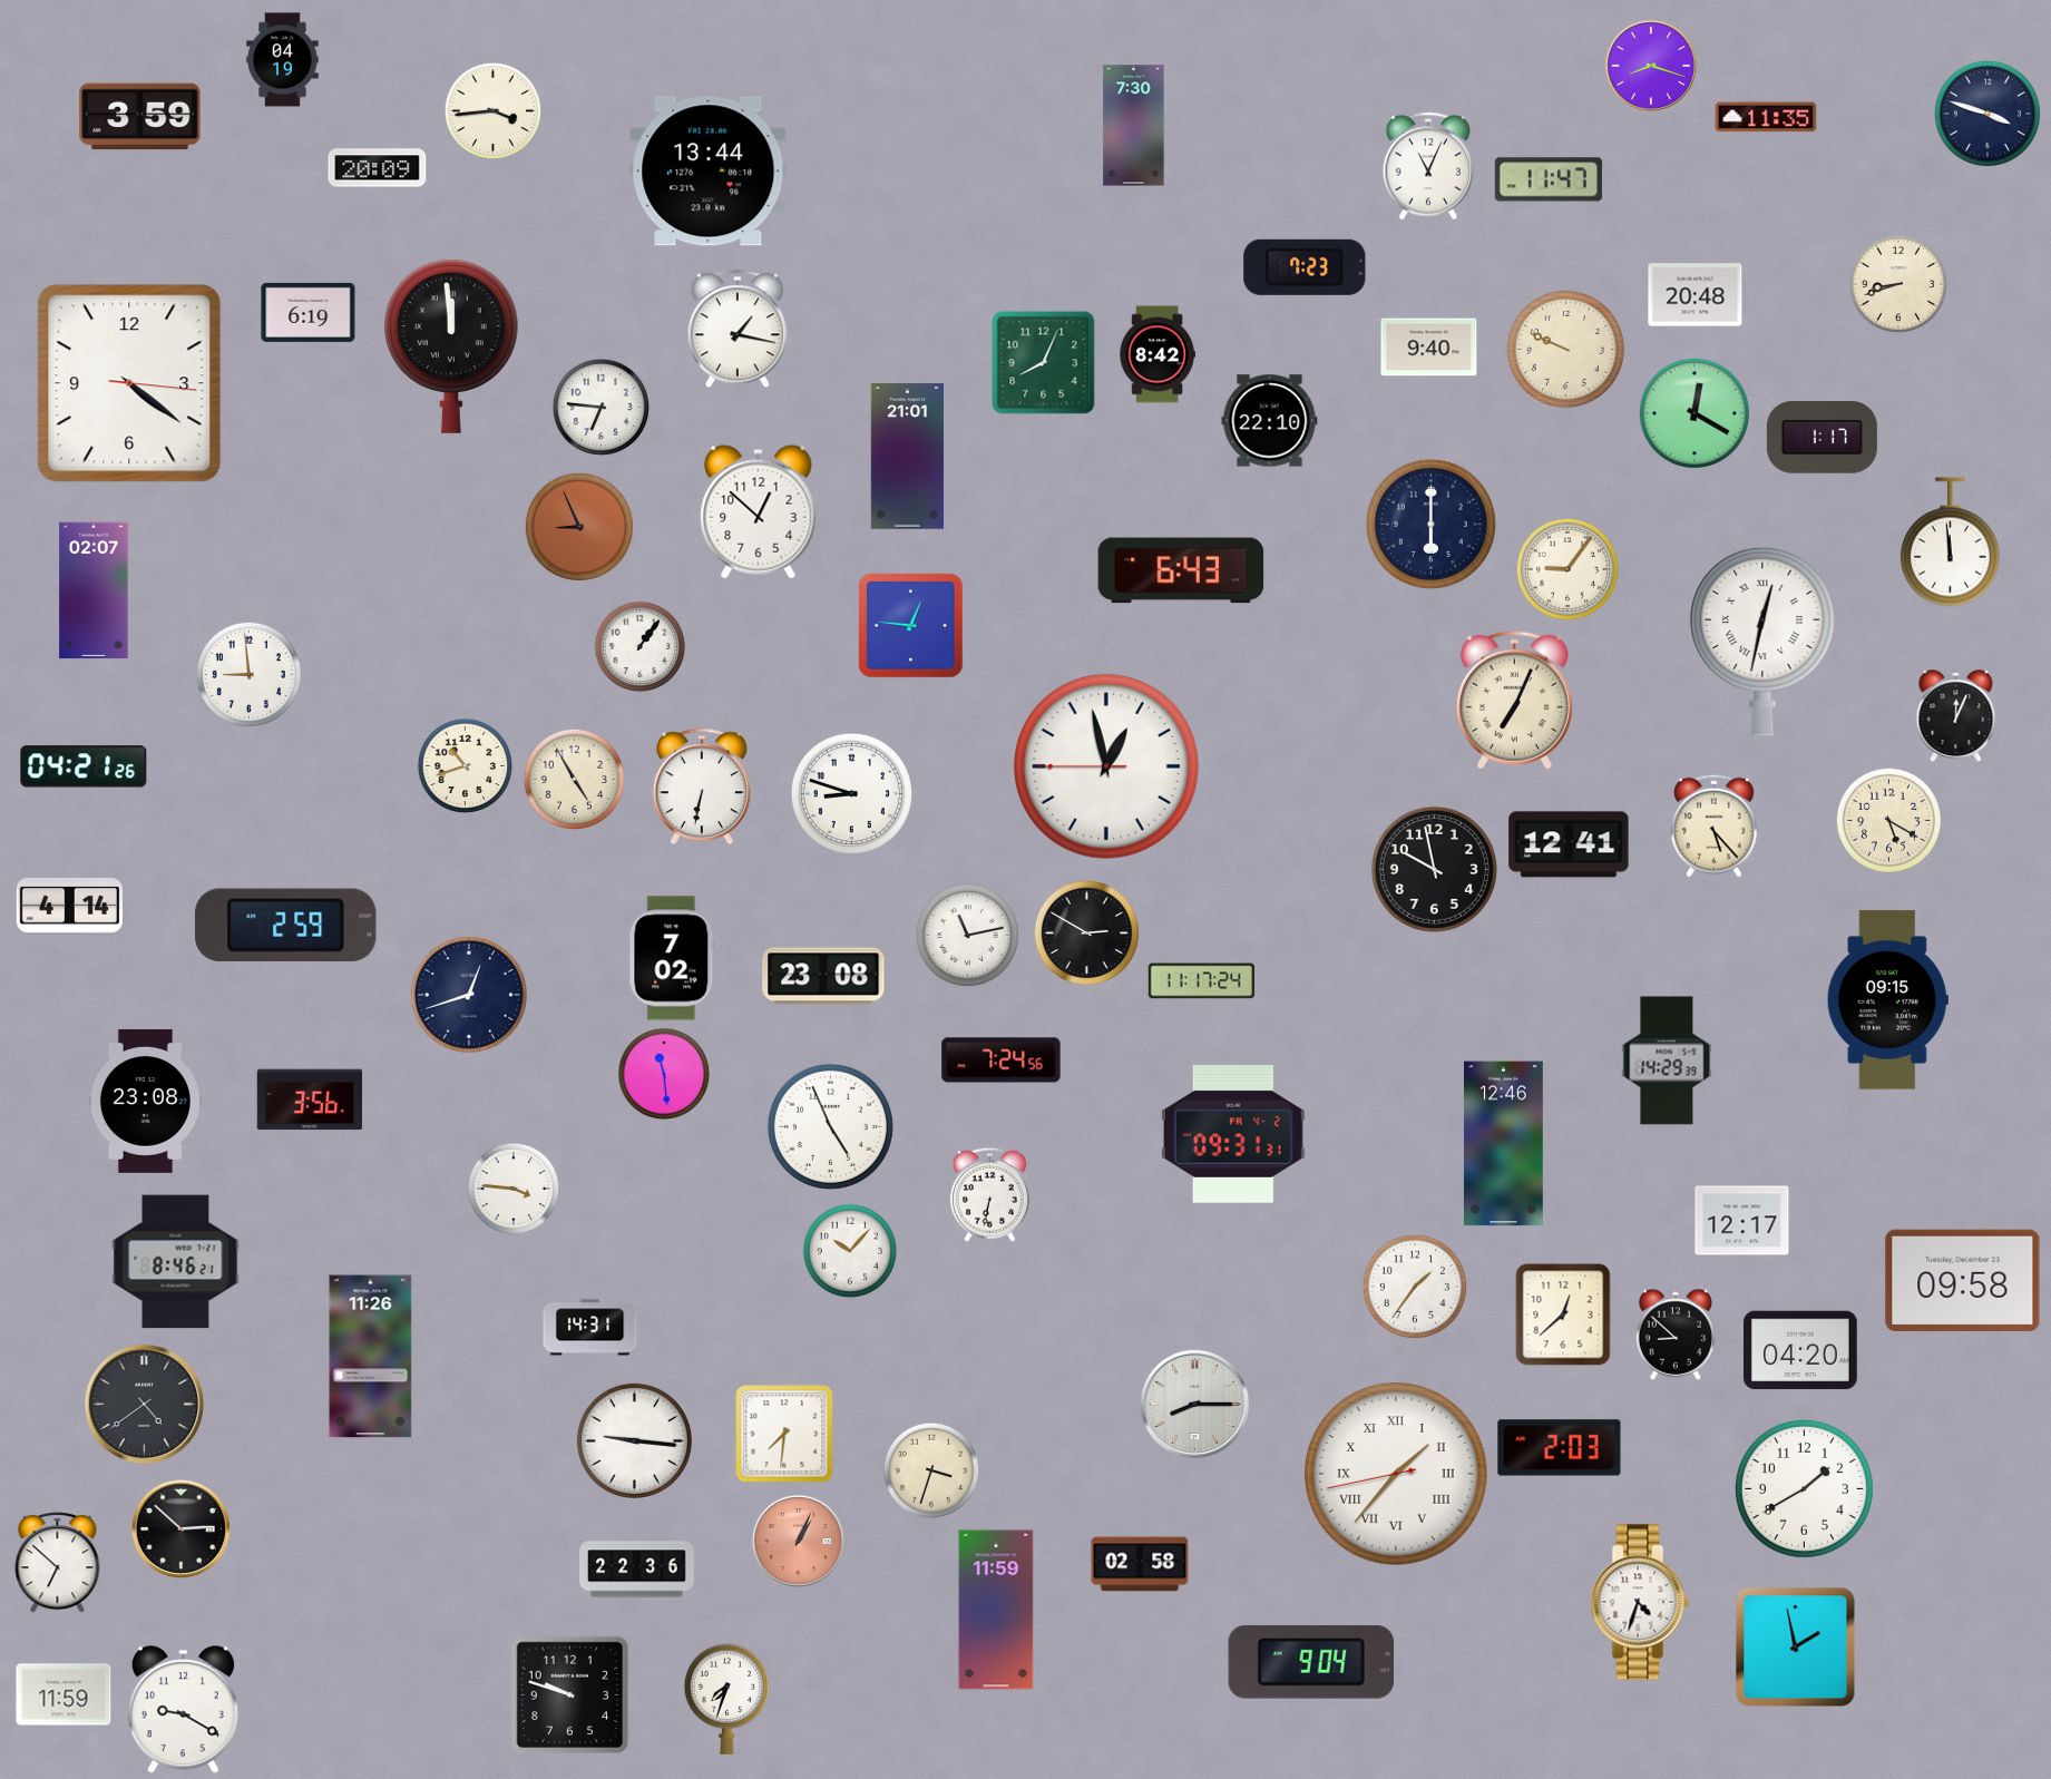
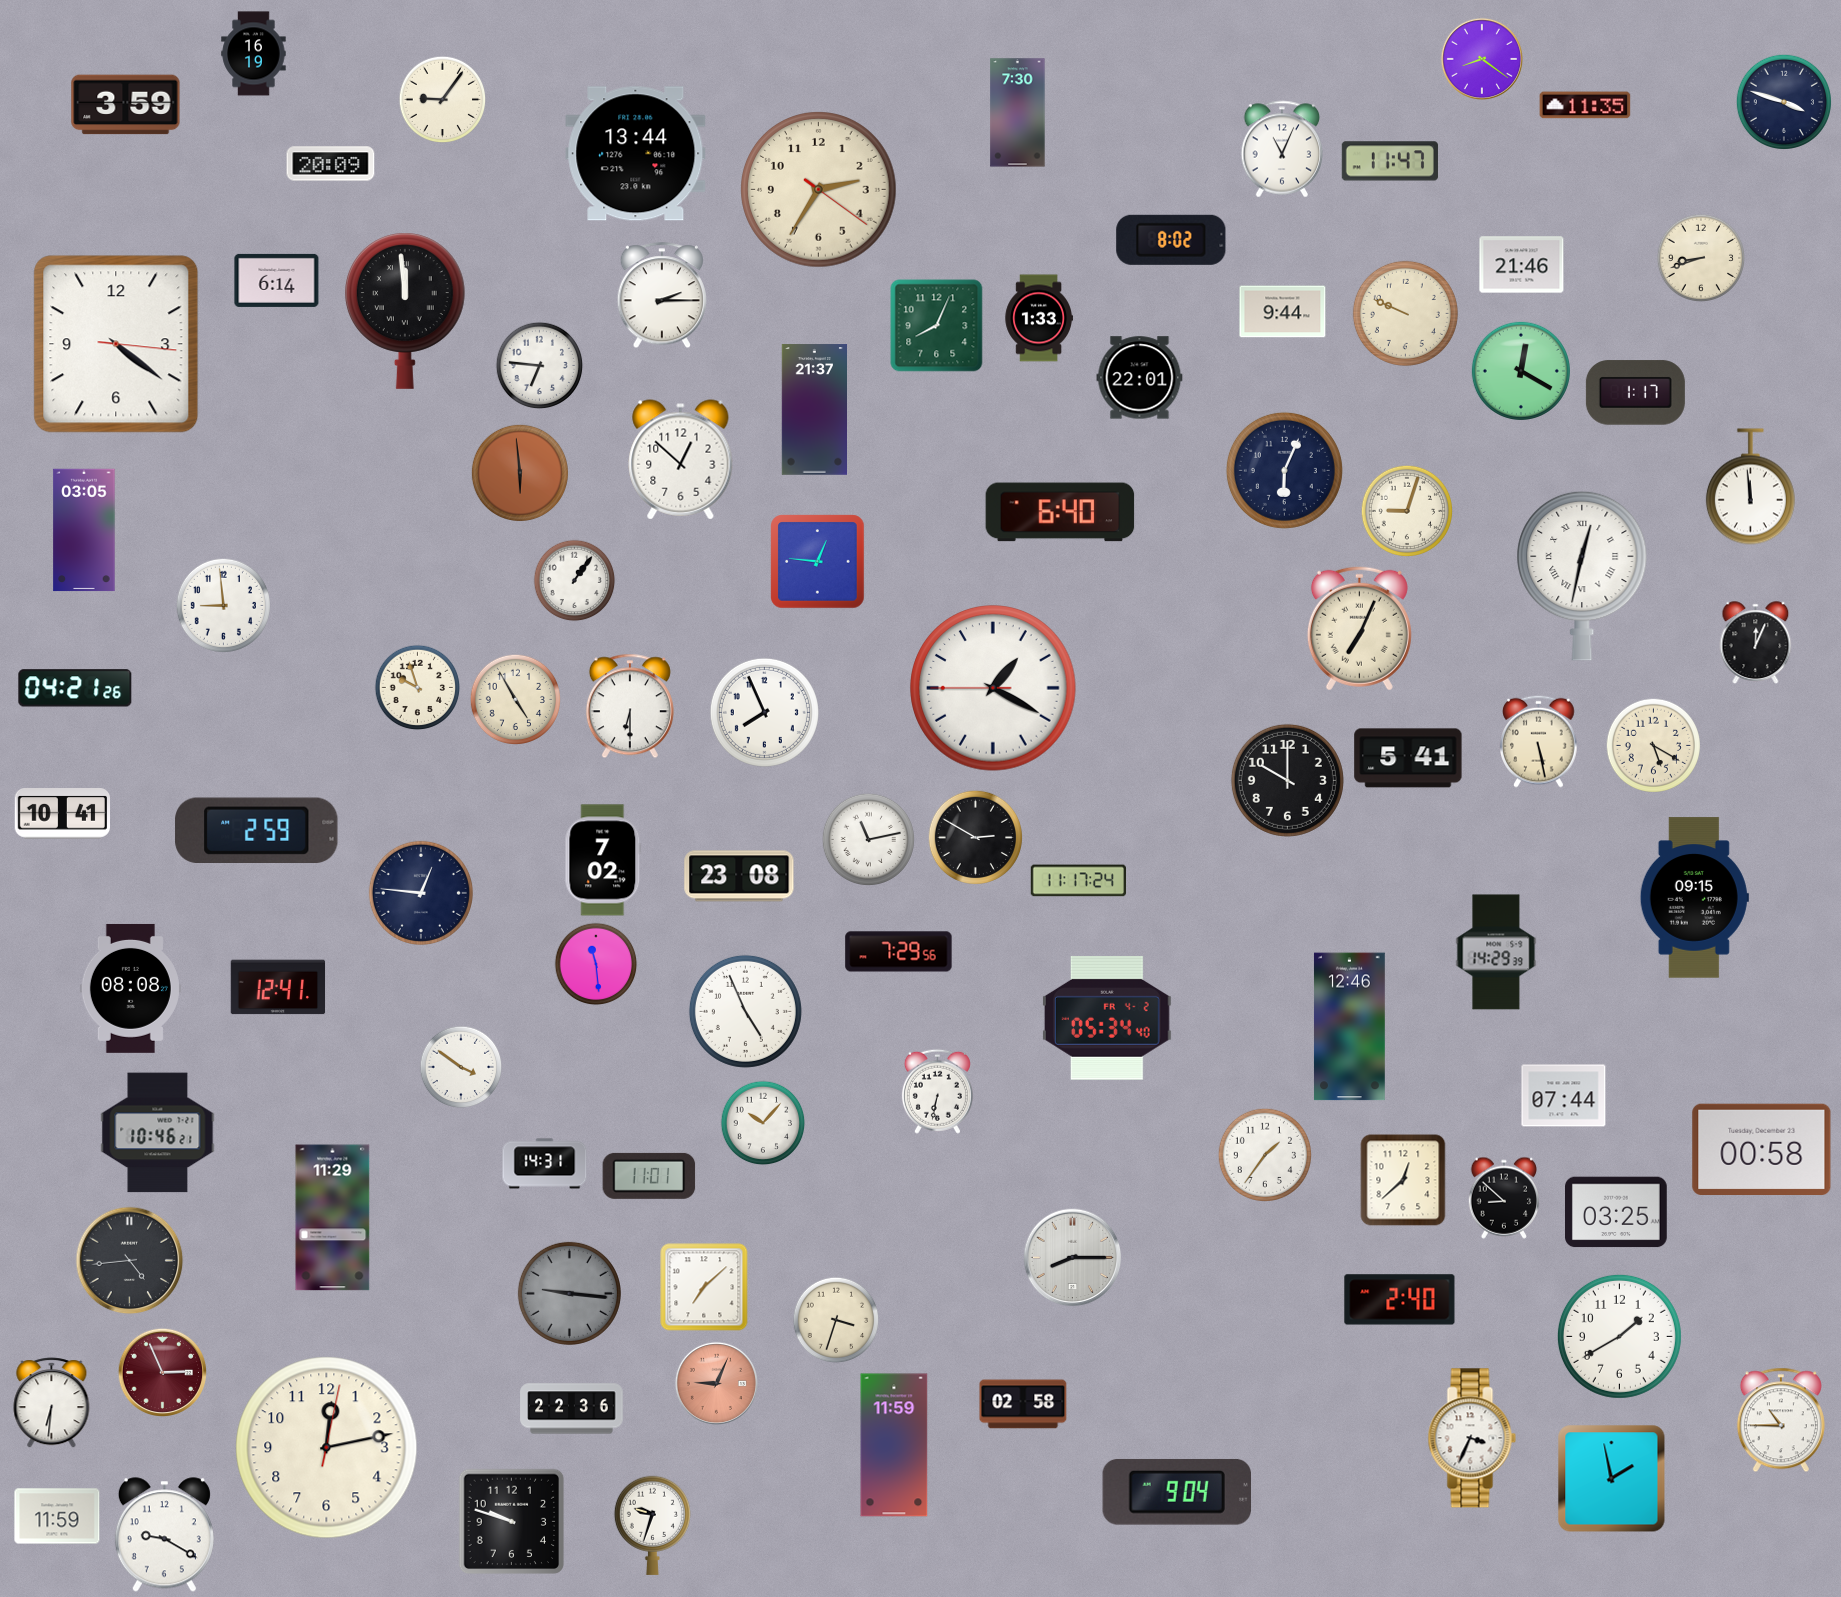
clock at (283, 60): 04:19 -> 16:19
clock at (1651, 66): 8:18 -> 8:21
clock at (494, 111): 3:44 -> 9:06
clock at (378, 168) position: (378, 168) -> (331, 164)
clock at (819, 190): none -> 2:35
clock at (1305, 267): 7:23 -> 8:02
clock at (1898, 284) position: (1898, 284) -> (1701, 258)
clock at (1696, 295): 20:48 -> 21:46
clock at (309, 312): 6:19 -> 6:14
clock at (736, 330): 1:17 -> 2:15
clock at (1429, 348): 9:40 -> 9:44
clock at (1158, 354): 8:42 -> 1:33
clock at (1270, 421): 22:10 -> 22:01
clock at (908, 457): 21:01 -> 21:37
clock at (1430, 524): 6:00 -> 6:04
clock at (579, 527): 8:56 -> 5:59
clock at (1566, 568): 9:06 -> 9:03
clock at (1181, 570): 6:43 -> 6:40
clock at (94, 590): 02:07 -> 03:05
clock at (466, 766): 10:42 -> 9:57
clock at (1106, 766): 12:57 -> 1:19
clock at (702, 786): 6:32 -> 6:30
clock at (851, 793): 8:48 -> 7:56
clock at (1888, 820) position: (1888, 820) -> (1653, 745)
clock at (1715, 825): 5:23 -> 5:28
clock at (1569, 844): 12:41 -> 5:41
clock at (1434, 869): 9:58 -> 10:00
clock at (69, 907): 4:14 -> 10:41
clock at (469, 995): 12:42 -> 12:46
clock at (1002, 1060): 7:24 -> 7:29
clock at (310, 1099): 3:56 -> 12:41
clock at (145, 1101): 23:08 -> 08:08
clock at (1233, 1134): 09:31 -> 05:34
clock at (514, 1189): 3:46 -> 3:51
clock at (989, 1194) position: (989, 1194) -> (937, 1091)
clock at (1742, 1221): 12:17 -> 07:44
clock at (176, 1262): 8:46 -> 10:46
clock at (1963, 1280): 09:58 -> 00:58
clock at (1414, 1286) position: (1414, 1286) -> (1264, 1154)
clock at (649, 1176): none -> 11:01
clock at (590, 1328) position: (590, 1328) -> (545, 1164)
clock at (1801, 1350): 04:20 -> 03:25
clock at (371, 1357): 11:26 -> 11:29
clock at (145, 1405): 4:39 -> 4:44
clock at (1195, 1405) position: (1195, 1405) -> (1073, 1258)
clock at (784, 1434): 7:31 -> 7:08
clock at (634, 1440) dial: white -> grey
clock at (1560, 1448): 2:03 -> 2:40
clock at (1396, 1474): 1:36 -> none
clock at (180, 1528): 2:52 -> 2:56
clock at (180, 1528) dial: black -> burgundy
clock at (798, 1541): 1:04 -> 9:04
clock at (58, 1563): 6:52 -> 6:31
clock at (1781, 1420): none -> 10:45
clock at (1640, 1602): 4:33 -> 3:34
clock at (327, 1448): none -> 12:13
clock at (64, 1694) position: (64, 1694) -> (57, 1516)
clock at (726, 1699): 7:33 -> 9:33
